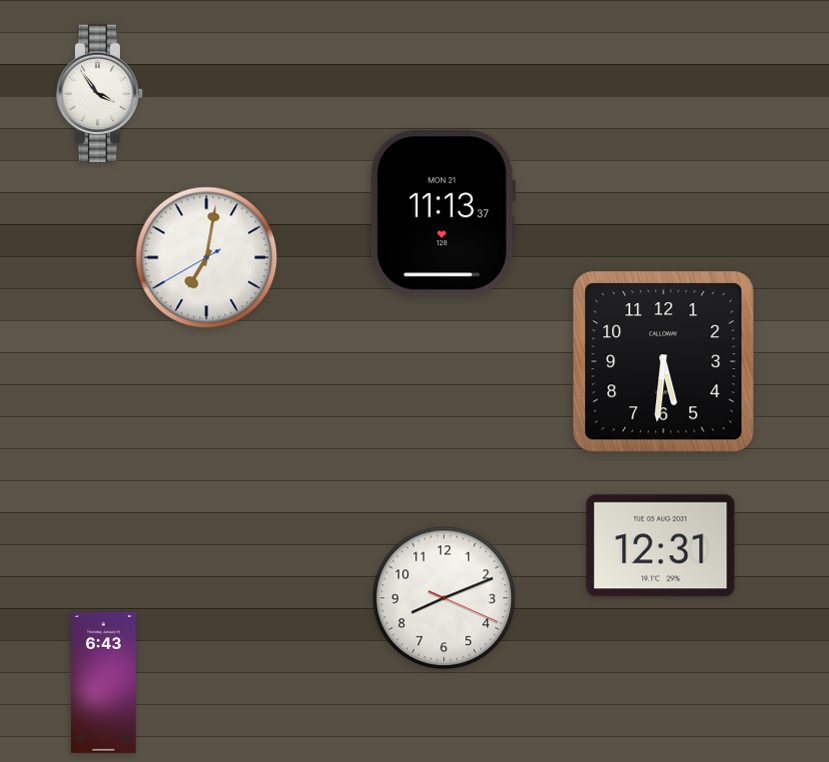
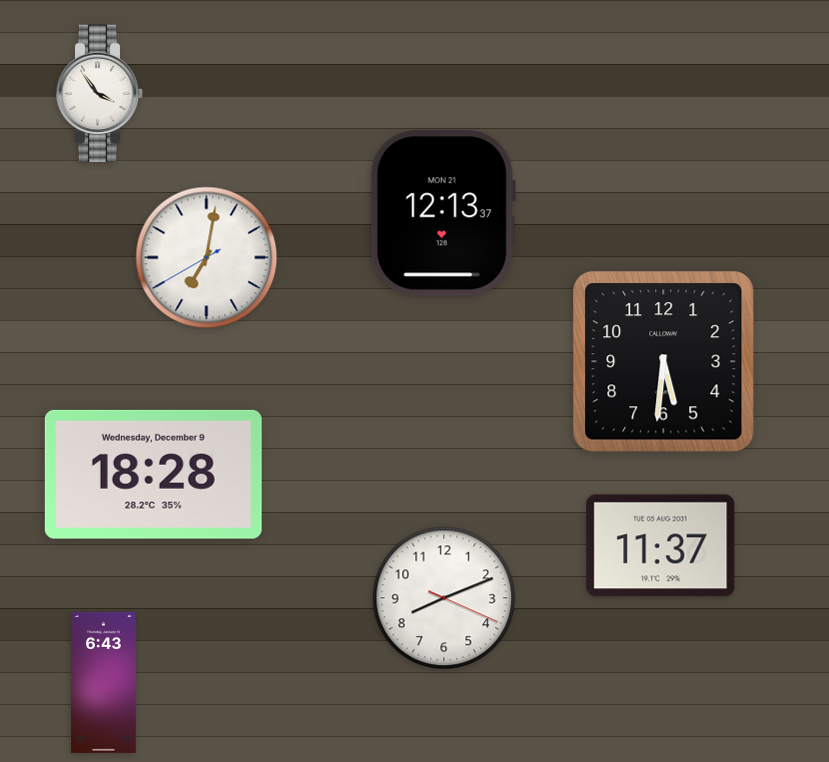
clock at (443, 213): 11:13 -> 12:13
clock at (153, 474): none -> 18:28
clock at (661, 546): 12:31 -> 11:37
